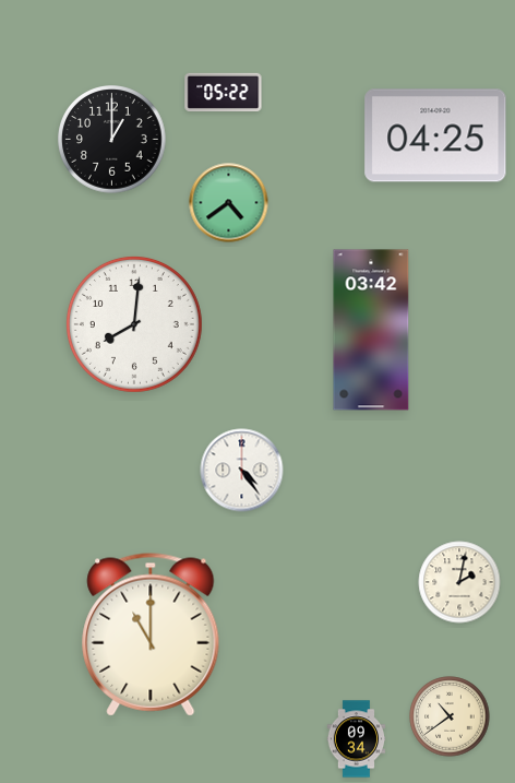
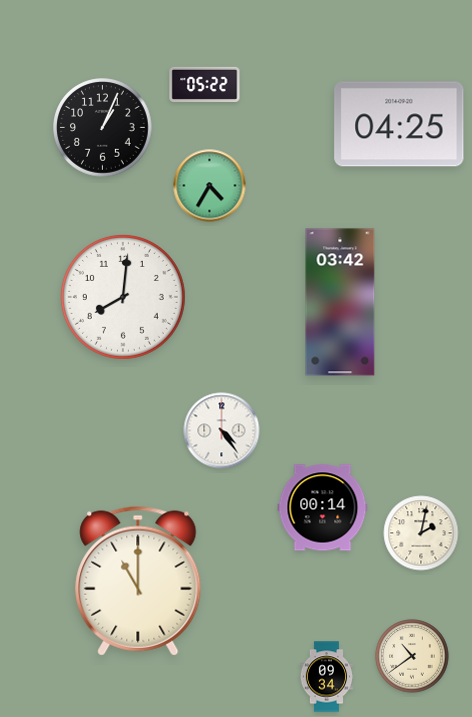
clock at (112, 140): 1:00 -> 1:04
clock at (229, 203): 4:39 -> 4:35
clock at (323, 508): none -> 00:14
